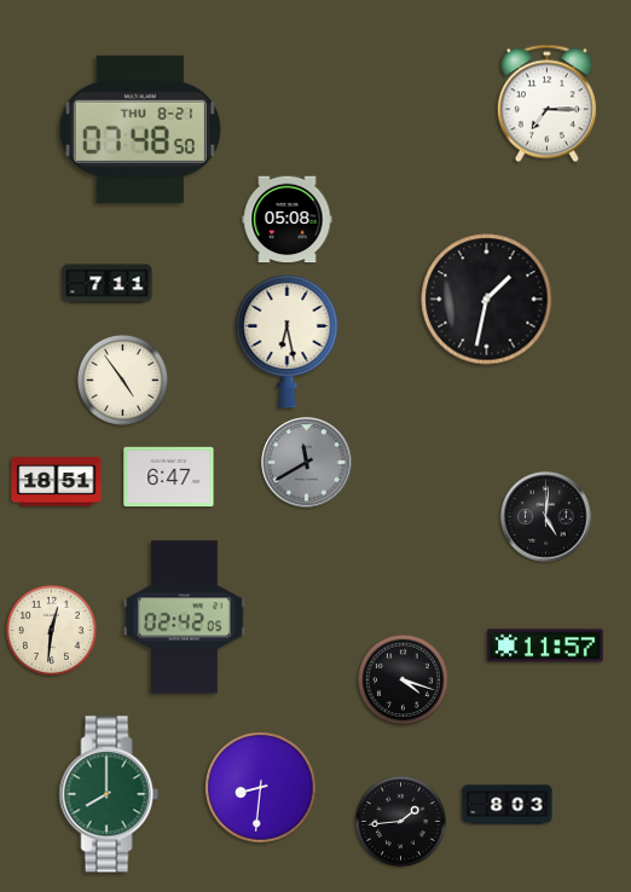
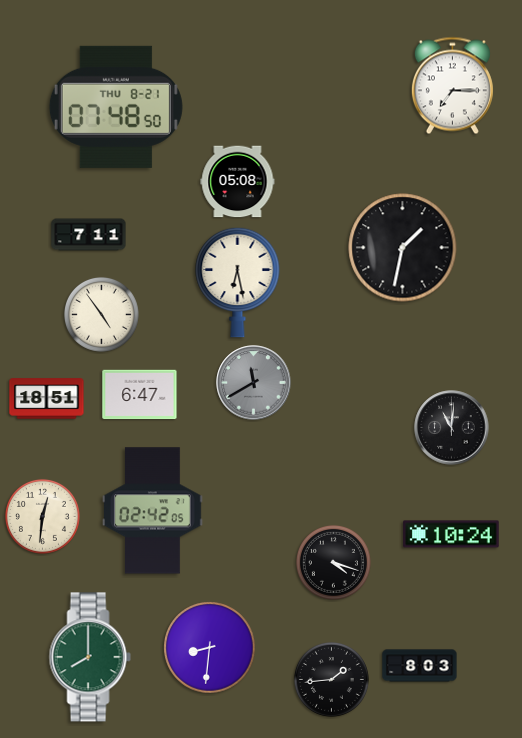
clock at (546, 517): 5:01 -> 11:01
clock at (51, 630) position: (51, 630) -> (42, 516)
clock at (545, 645): 11:57 -> 10:24
clock at (261, 788) position: (261, 788) -> (210, 648)
